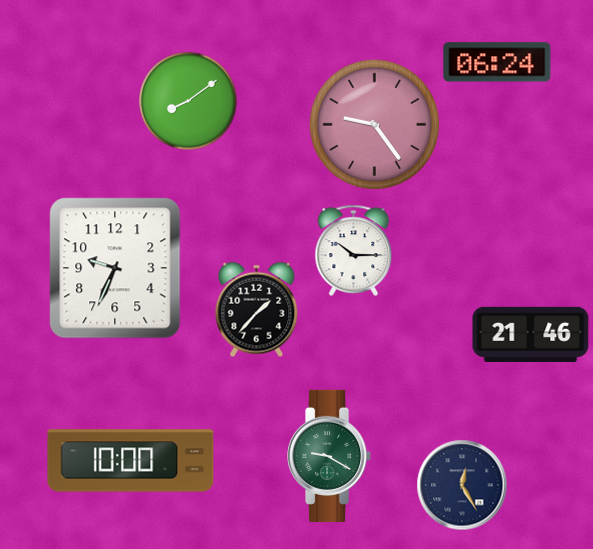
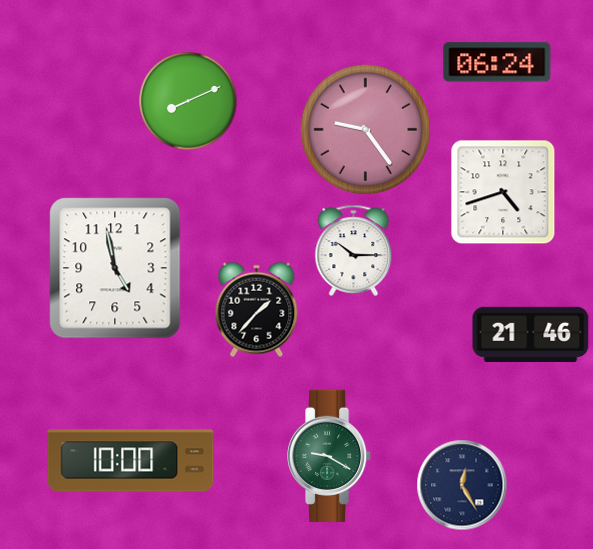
clock at (188, 101): 8:09 -> 8:11
clock at (375, 125) position: (375, 125) -> (366, 130)
clock at (503, 192): none -> 4:42
clock at (115, 268): 9:34 -> 4:58
